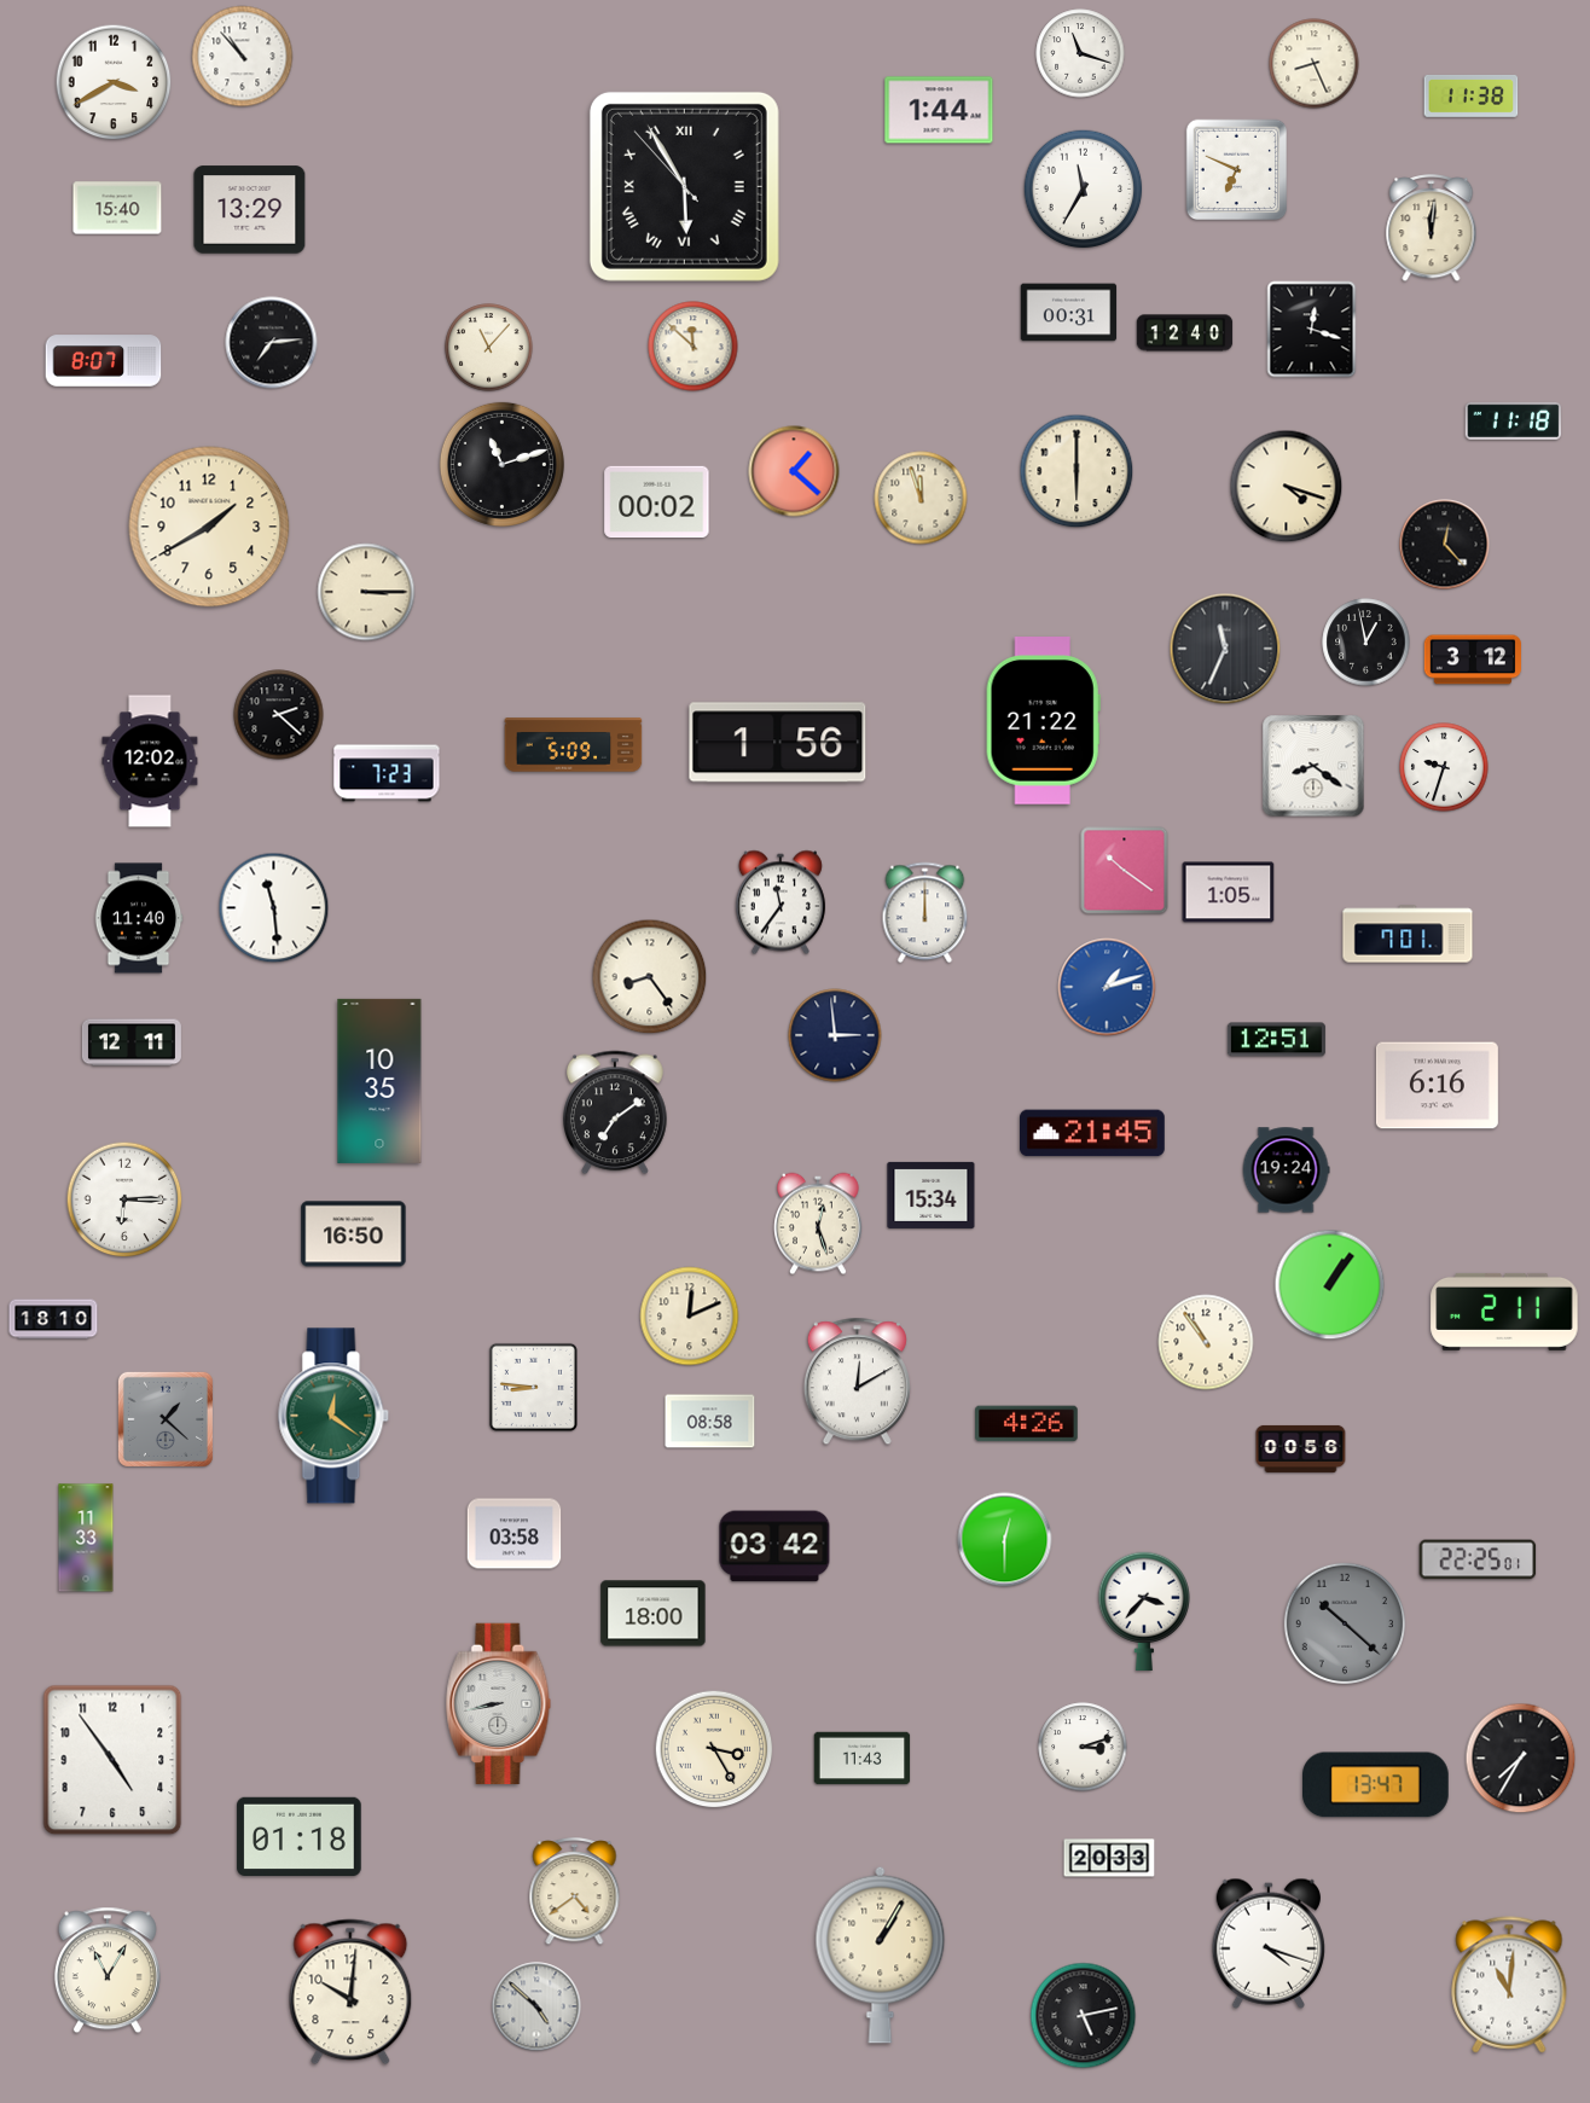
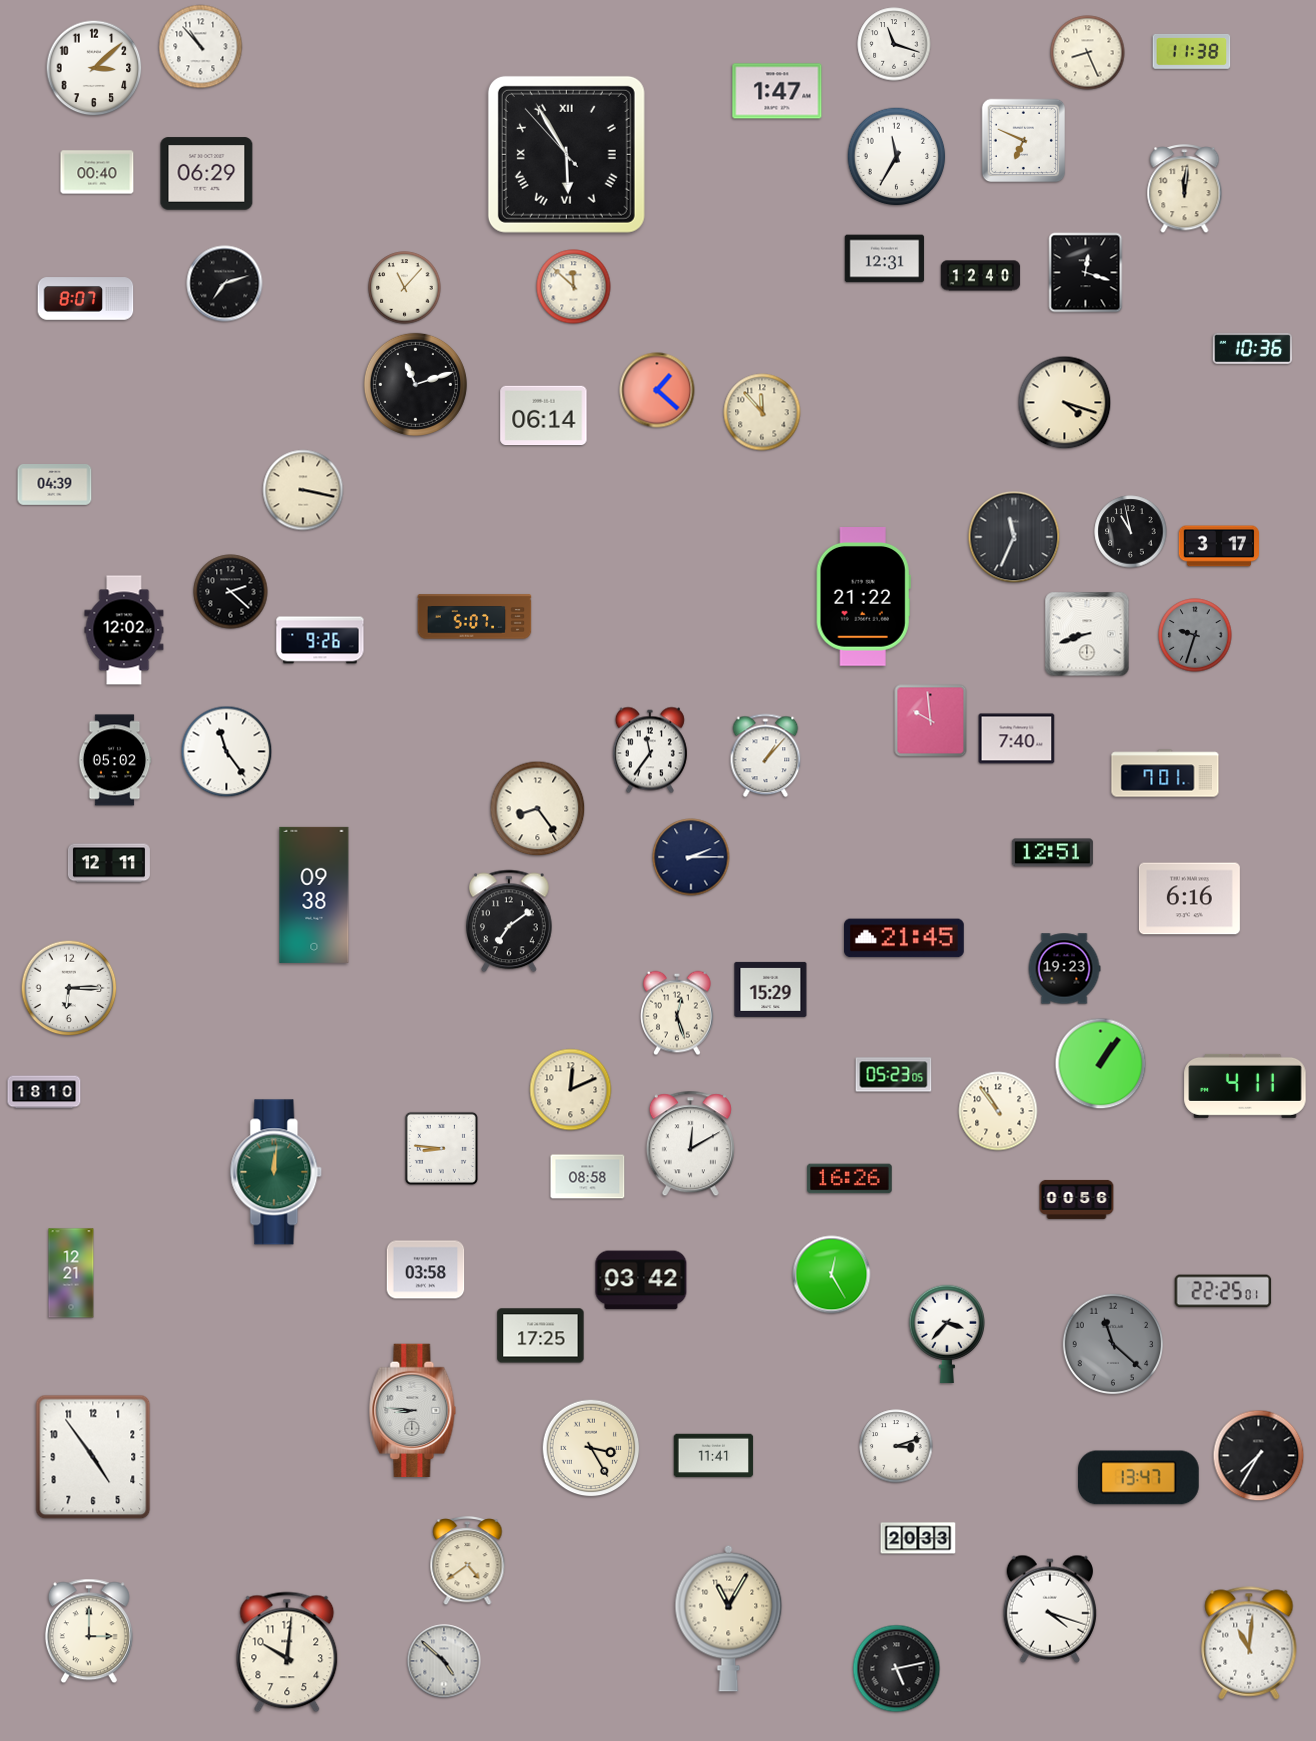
clock at (114, 82): 3:40 -> 3:08
clock at (1472, 97) position: (1472, 97) -> (1192, 52)
clock at (939, 110): 1:44 -> 1:47
clock at (117, 208): 15:40 -> 00:40
clock at (250, 210): 13:29 -> 06:29
clock at (1069, 313): 00:31 -> 12:31
clock at (272, 343): 7:14 -> 7:12
clock at (1514, 420): 11:18 -> 10:36
clock at (1077, 471): 6:00 -> none
clock at (921, 498): 11:57 -> 11:53
clock at (657, 502): 00:02 -> 06:14
clock at (209, 527): 1:40 -> none
clock at (1445, 545): 12:23 -> none
clock at (55, 485): none -> 04:39
clock at (366, 592): 3:15 -> 3:17
clock at (1366, 643): 12:58 -> 10:58
clock at (1473, 660): 3:12 -> 3:17
clock at (778, 743): 1:56 -> none
clock at (574, 745): 5:09 -> 5:07
clock at (1313, 766): 8:21 -> 8:42
clock at (1444, 767) dial: white -> grey
clock at (387, 773): 7:23 -> 9:26
clock at (1125, 871): 10:21 -> 9:59
clock at (1229, 893): 1:05 -> 7:40
clock at (781, 902) position: (781, 902) -> (650, 750)
clock at (274, 908): 11:29 -> 11:24
clock at (925, 913): 12:00 -> 1:07
clock at (139, 918): 11:40 -> 05:02
clock at (1107, 987): 1:12 -> none
clock at (835, 1035): 2:59 -> 2:15
clock at (1276, 1040) position: (1276, 1040) -> (1052, 853)
clock at (379, 1081): 10:35 -> 09:38
clock at (1286, 1170): 19:24 -> 19:23
clock at (932, 1195): 15:34 -> 15:29
clock at (124, 1199) position: (124, 1199) -> (69, 988)
clock at (354, 1235): 16:50 -> none
clock at (894, 1075): none -> 05:23
clock at (1504, 1312): 2:11 -> 4:11
clock at (857, 1382) position: (857, 1382) -> (690, 1144)
clock at (333, 1416): 12:21 -> 12:01
clock at (166, 1419): 1:22 -> none
clock at (1027, 1424): 4:26 -> 16:26
clock at (86, 1538): 11:33 -> 12:21
clock at (1005, 1540): 12:30 -> 12:25
clock at (654, 1614): 18:00 -> 17:25
clock at (1344, 1622): 10:22 -> 11:22
clock at (499, 1704): 8:43 -> 8:46
clock at (863, 1759): 11:43 -> 11:41
clock at (300, 1836): 01:18 -> none
clock at (575, 1892) position: (575, 1892) -> (468, 1561)
clock at (881, 1954): 1:05 -> 11:05
clock at (108, 1970): 11:05 -> 3:00
clock at (350, 1992) position: (350, 1992) -> (287, 1652)
